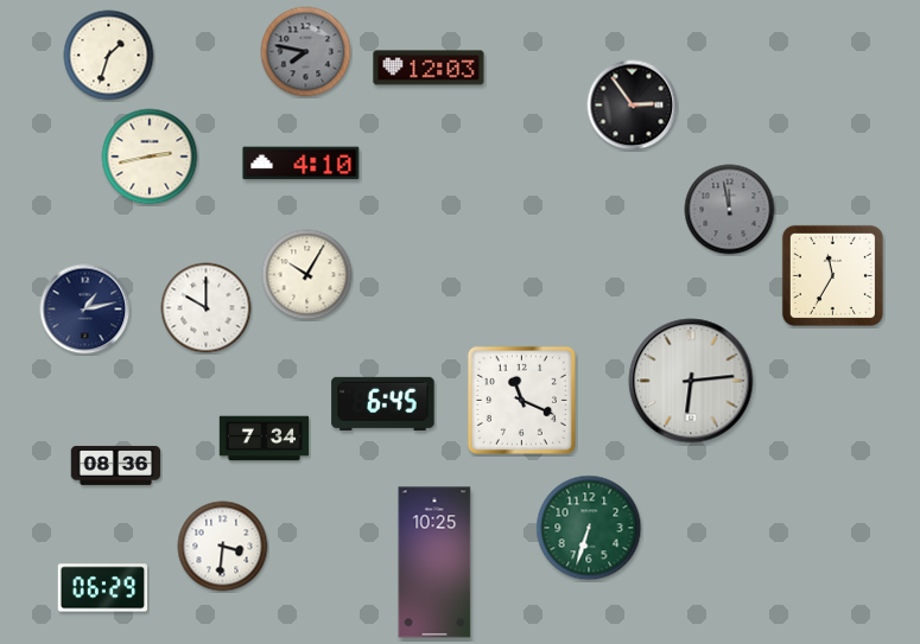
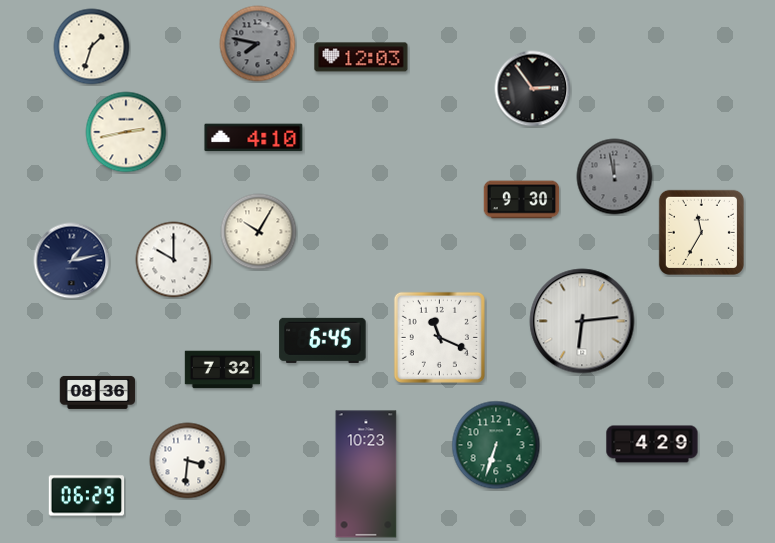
clock at (522, 200): none -> 9:30
clock at (265, 439): 7:34 -> 7:32
clock at (652, 444): none -> 4:29
clock at (434, 562): 10:25 -> 10:23
